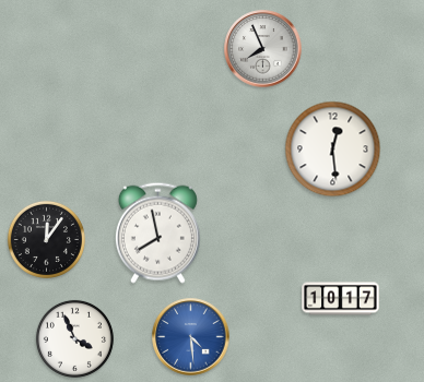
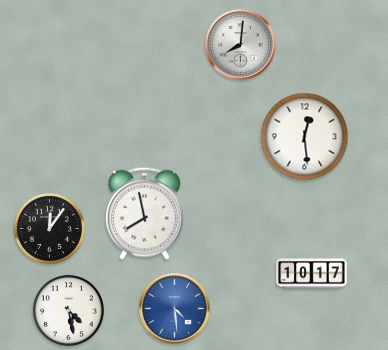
clock at (263, 49): 7:56 -> 8:01
clock at (46, 239) position: (46, 239) -> (49, 228)
clock at (74, 338): 3:56 -> 4:28
